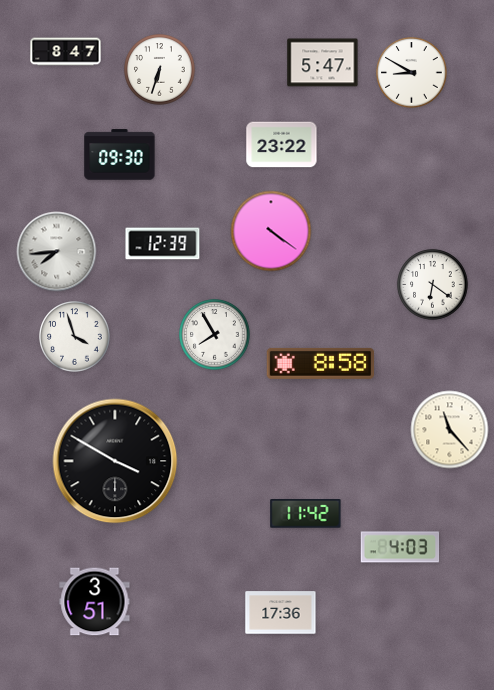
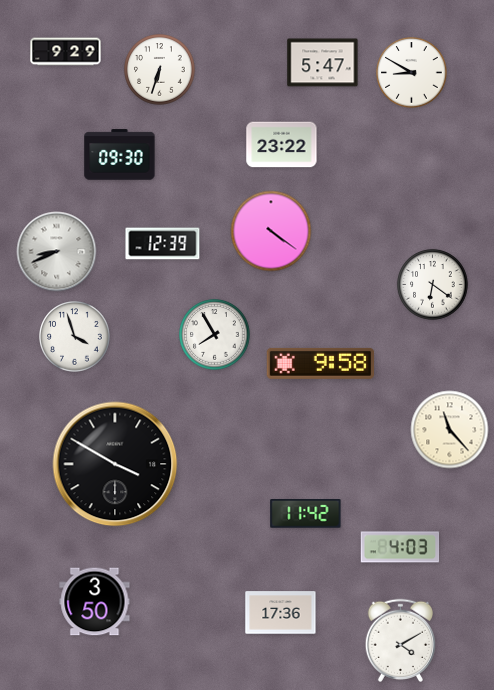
clock at (66, 52): 8:47 -> 9:29
clock at (57, 252): 7:44 -> 8:41
clock at (321, 363): 8:58 -> 9:58
clock at (115, 461) position: (115, 461) -> (115, 464)
clock at (95, 602): 3:51 -> 3:50
clock at (400, 640): none -> 4:10
